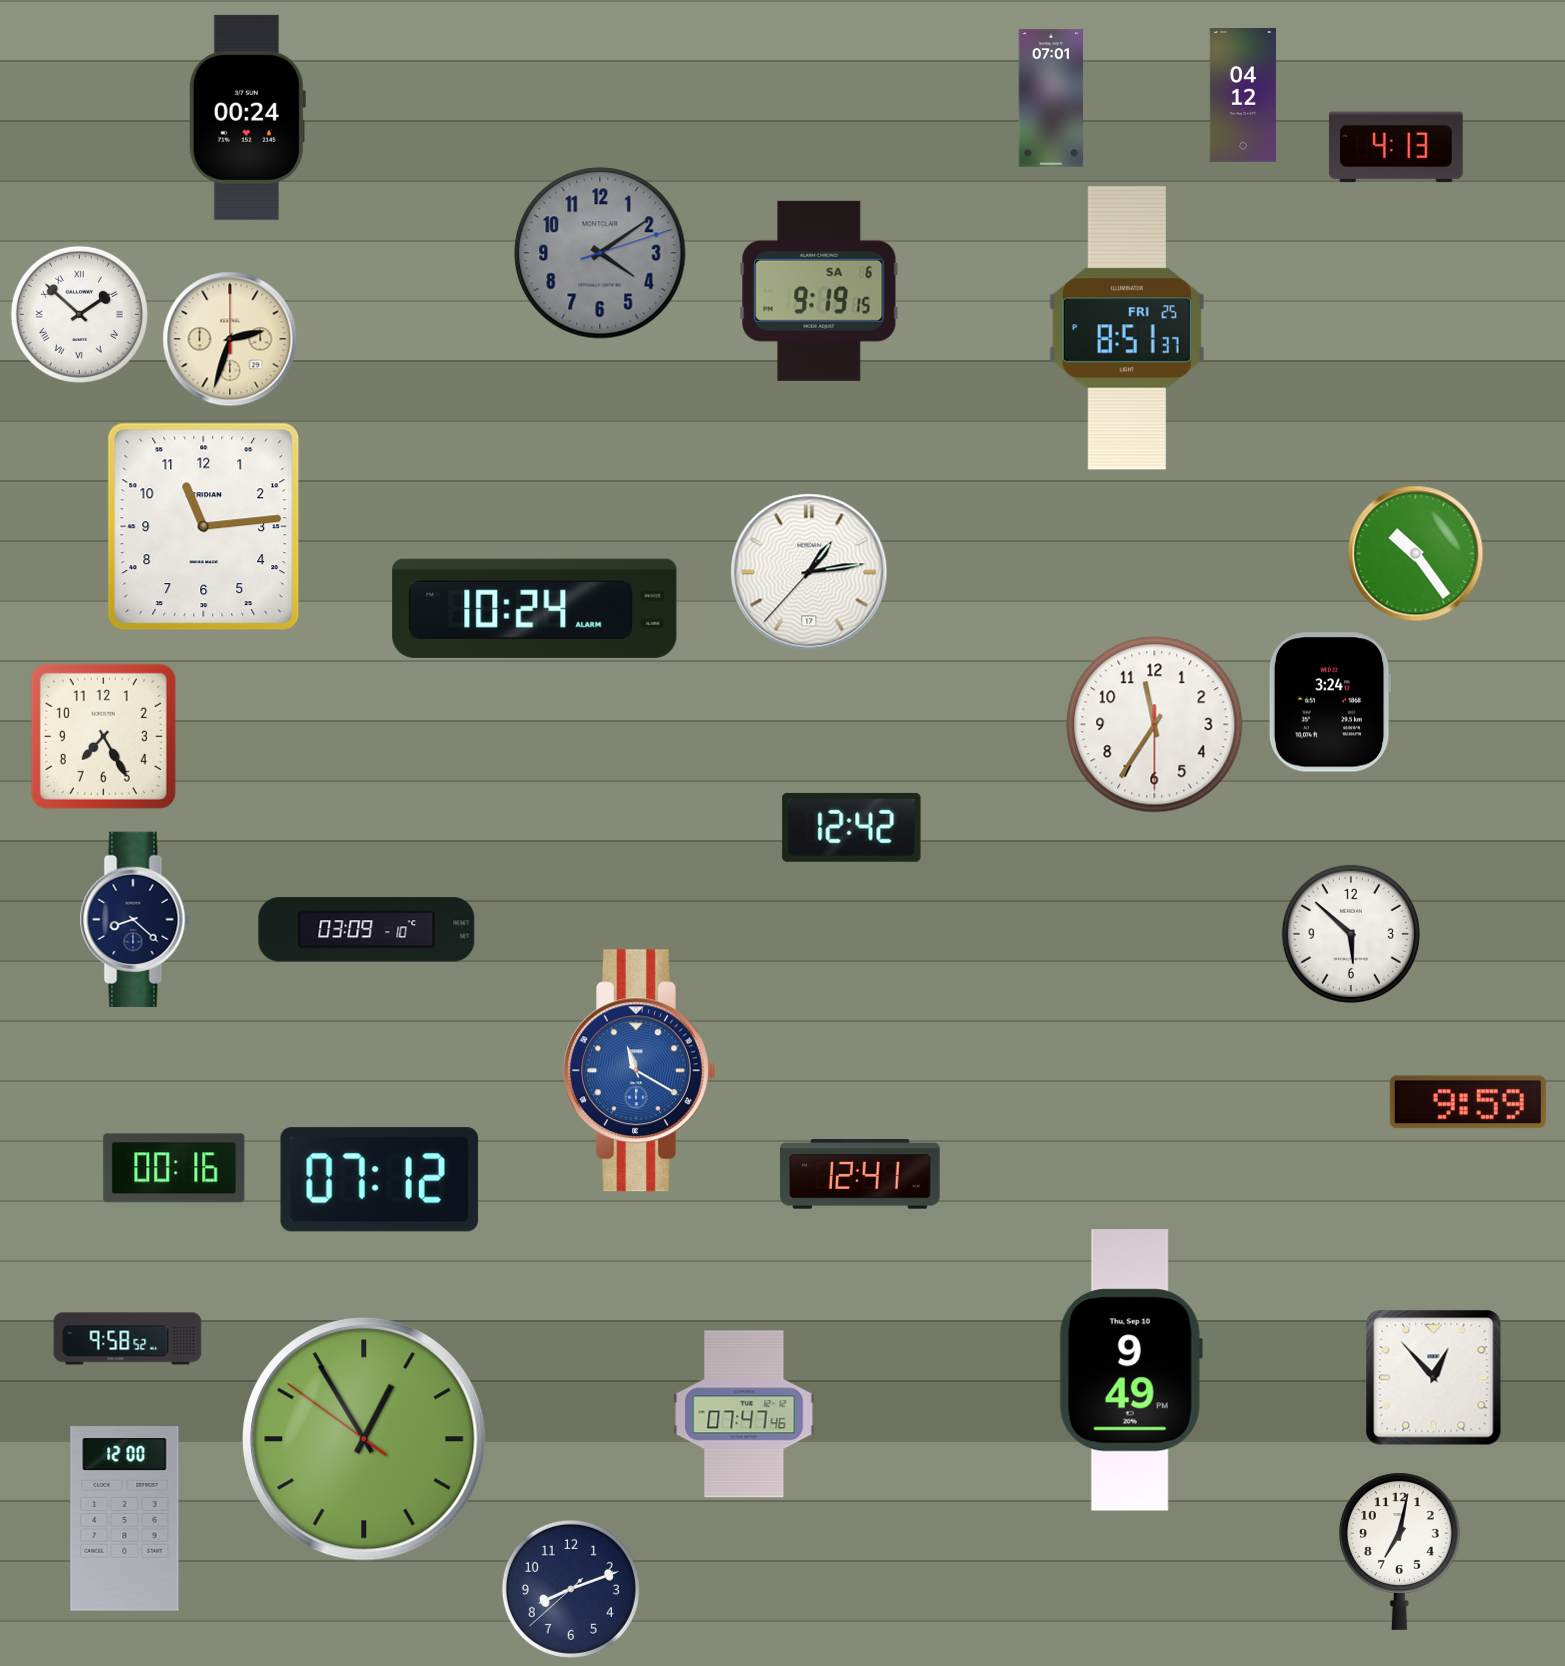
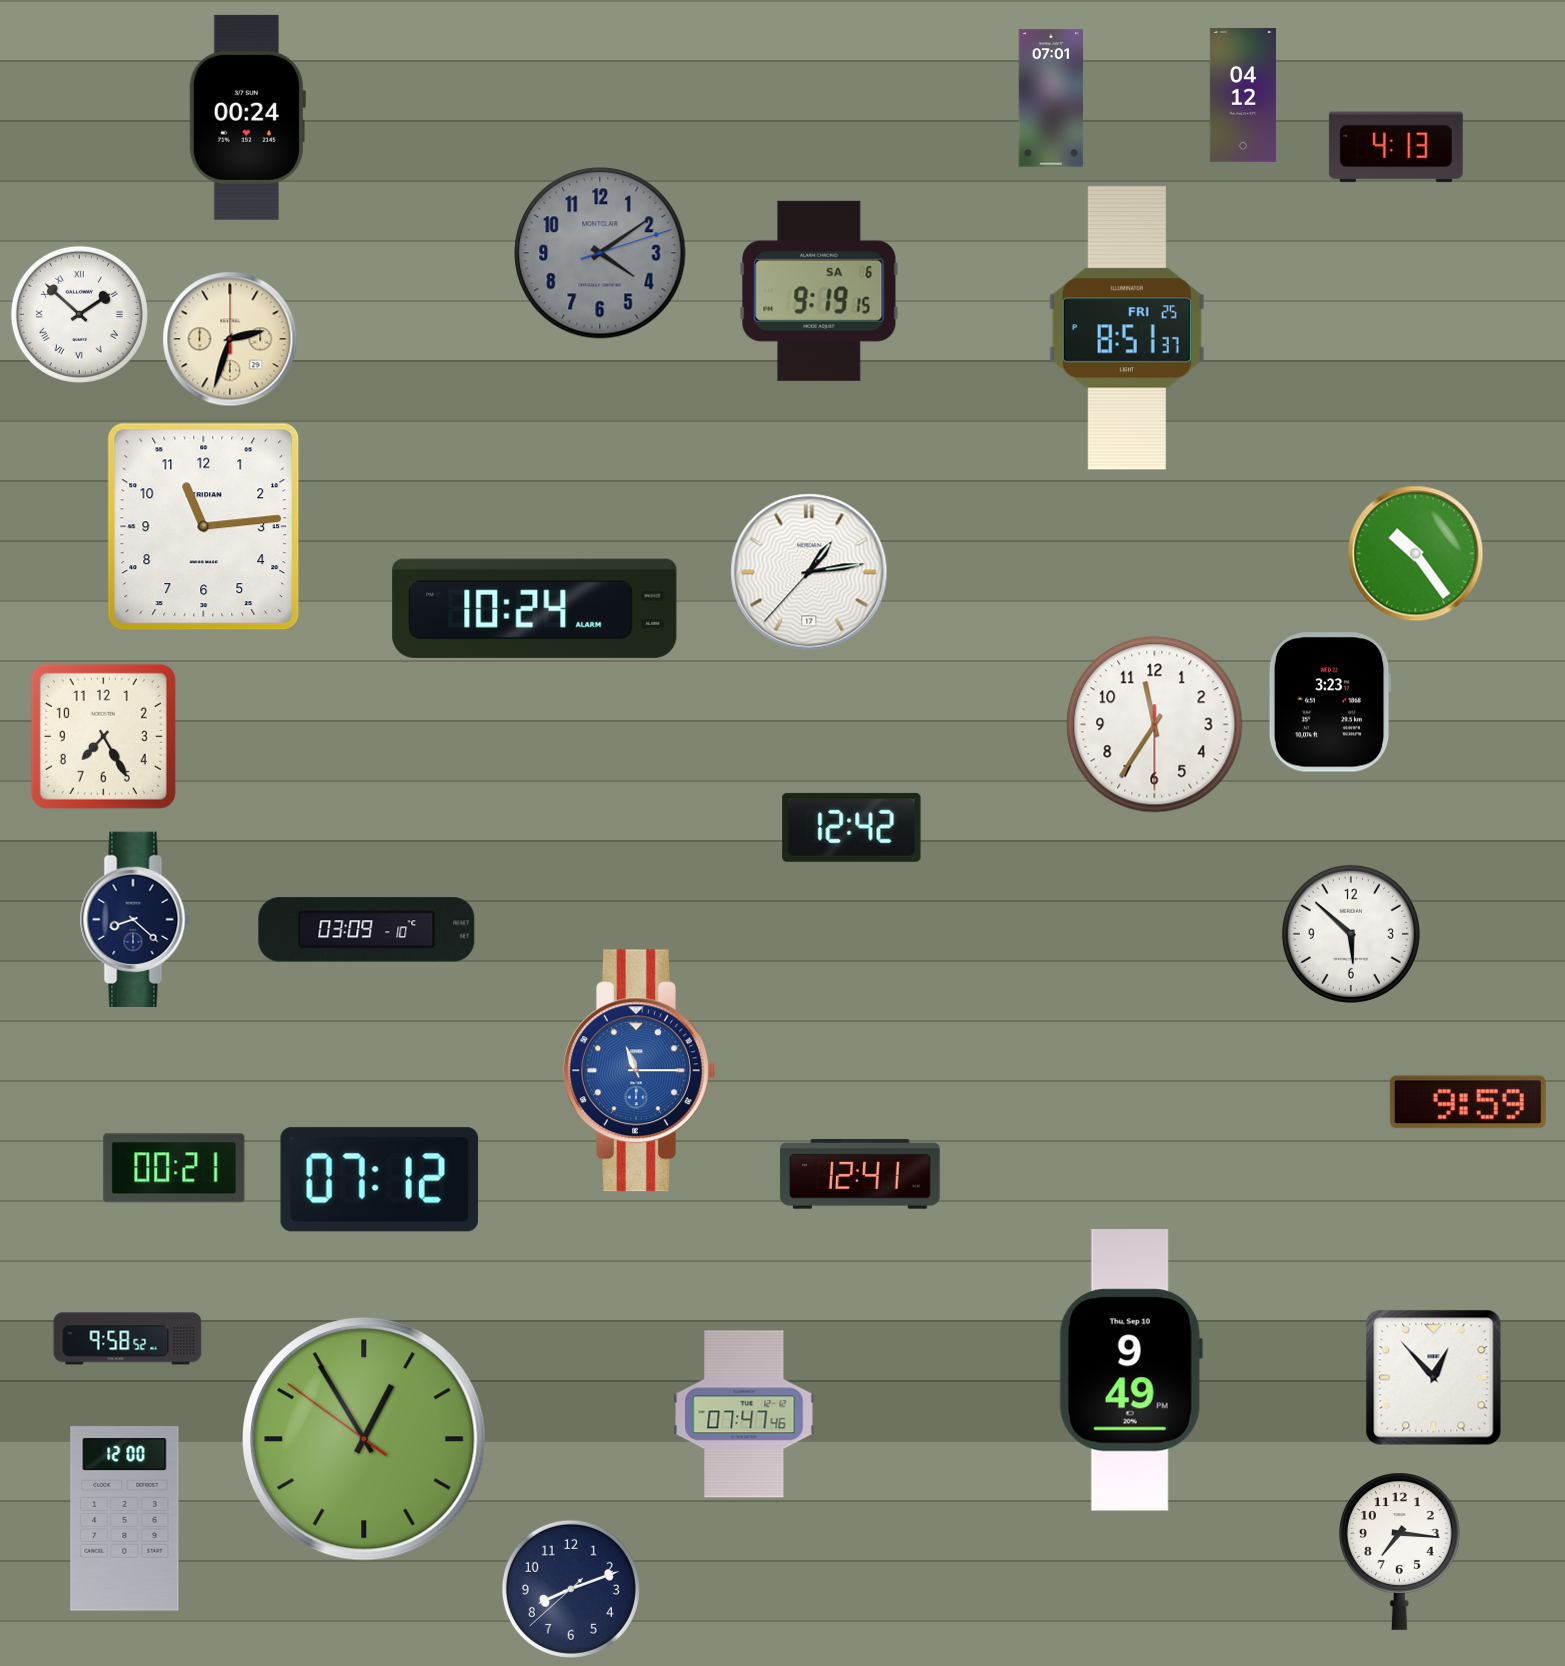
clock at (1330, 702): 3:24 -> 3:23
clock at (640, 1071): 11:20 -> 11:15
clock at (174, 1168): 00:16 -> 00:21
clock at (1399, 1551): 7:02 -> 7:16
